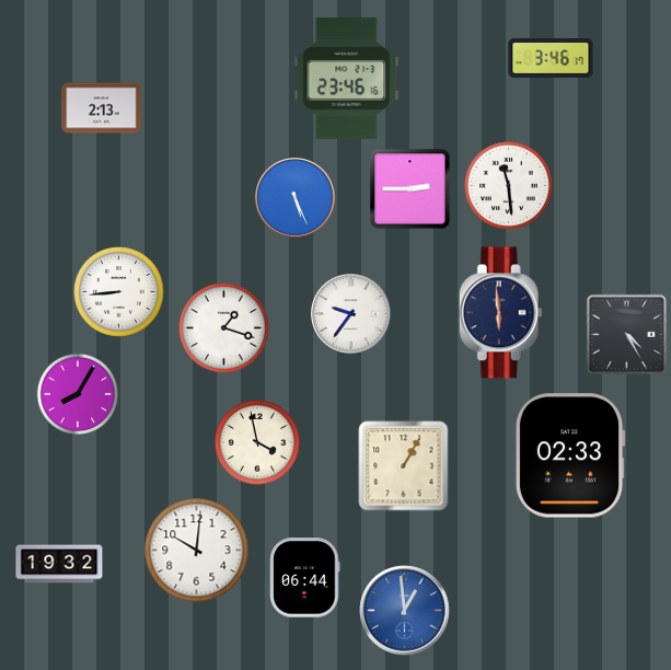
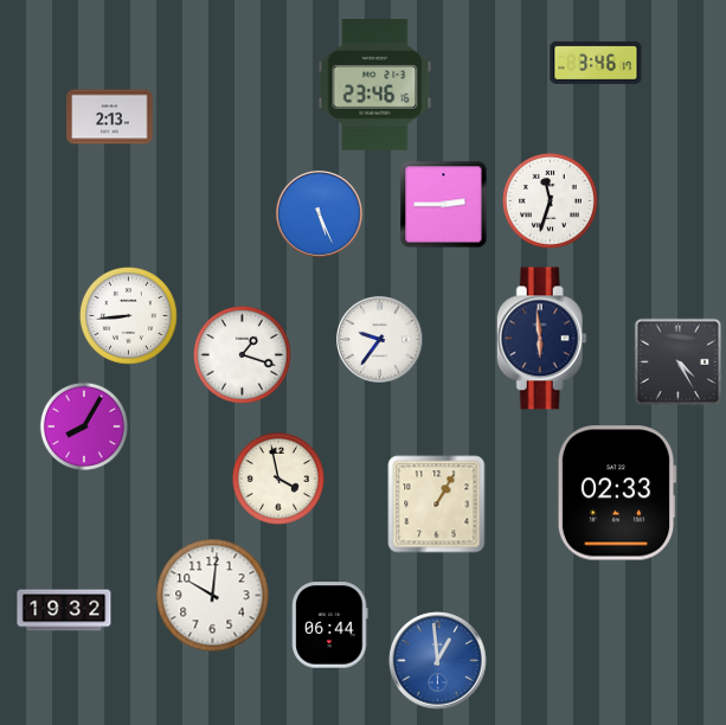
clock at (508, 185): 11:29 -> 11:33
